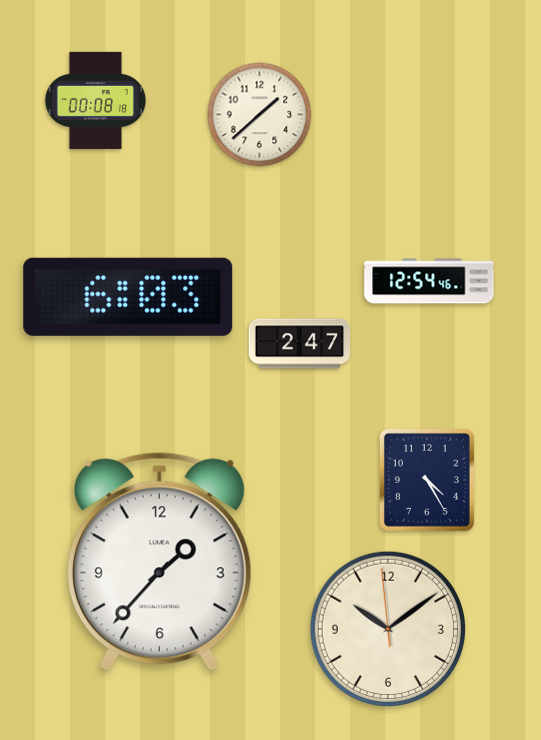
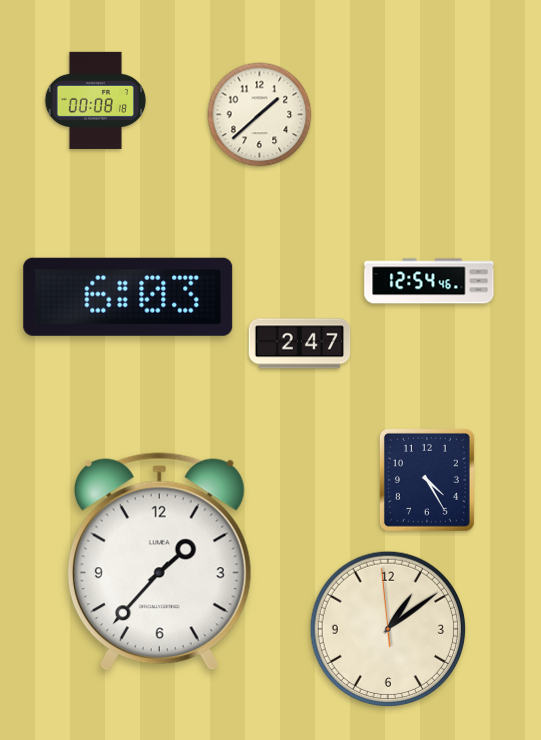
clock at (387, 628): 10:08 -> 1:08
